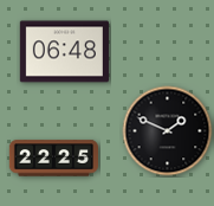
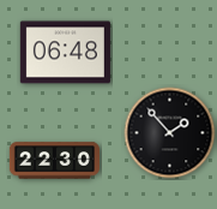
clock at (168, 131): 1:49 -> 1:53
clock at (53, 159): 22:25 -> 22:30
